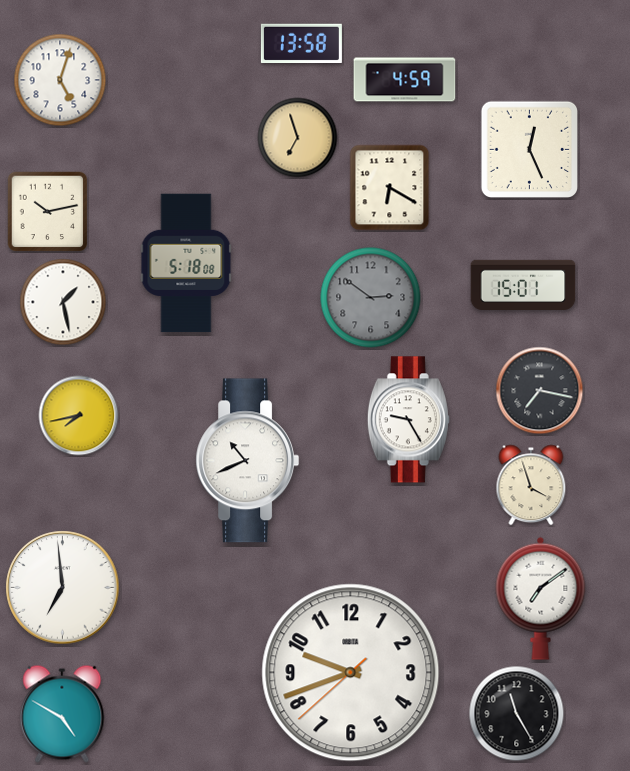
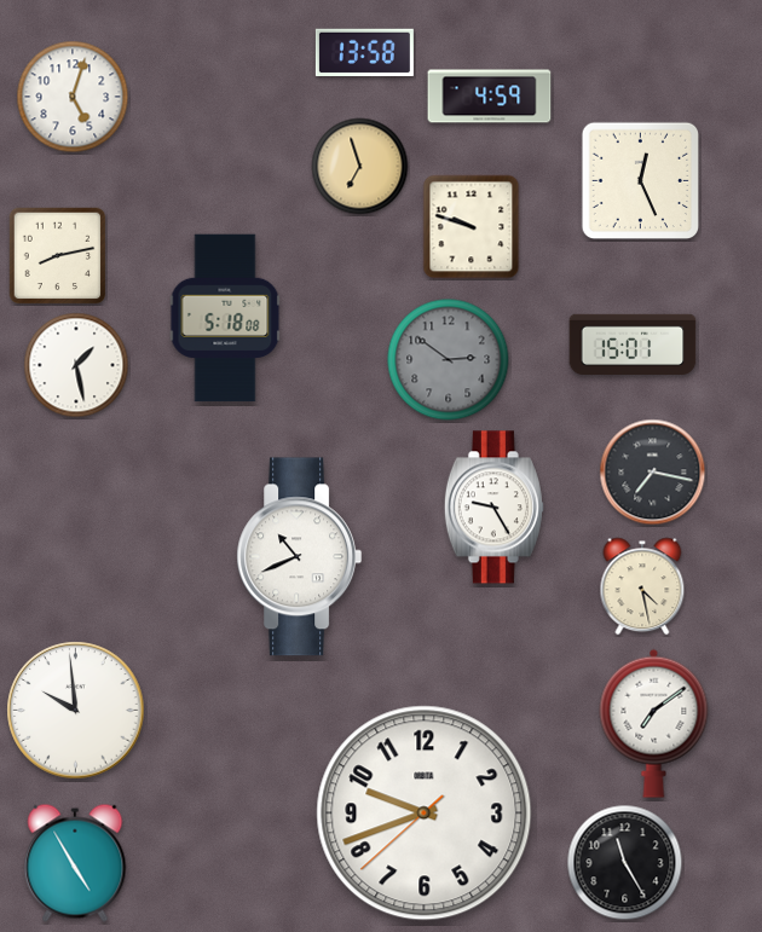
clock at (390, 188): 6:20 -> 9:48
clock at (48, 212): 10:13 -> 8:13
clock at (79, 416): 7:43 -> none
clock at (531, 485): 3:57 -> 4:28
clock at (63, 588): 6:59 -> 9:59
clock at (62, 714): 4:50 -> 4:55
